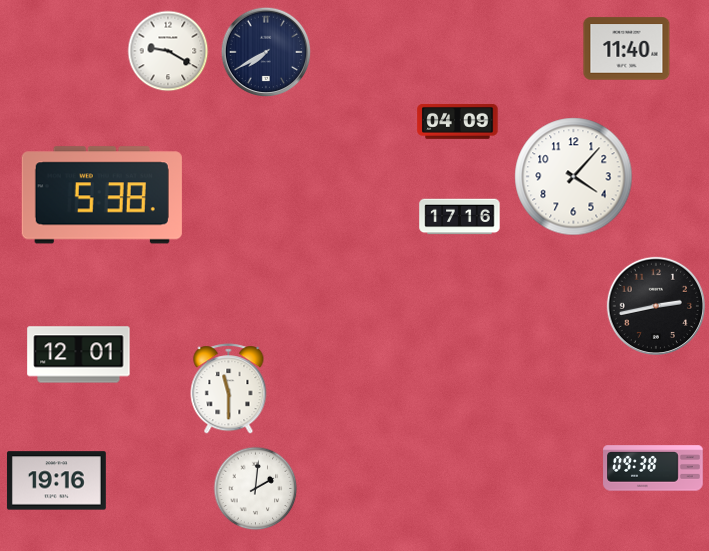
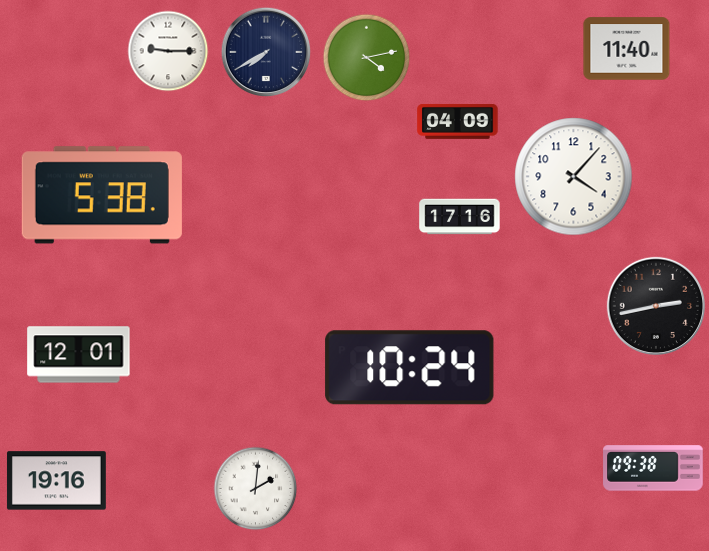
clock at (168, 51): 9:20 -> 9:15
clock at (367, 58): none -> 4:13
clock at (410, 368): none -> 10:24
clock at (229, 389): 11:30 -> none
